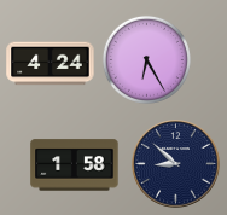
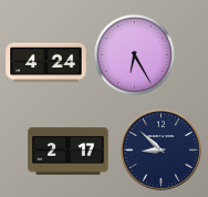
clock at (51, 64) position: (51, 64) -> (46, 63)
clock at (75, 165): 1:58 -> 2:17
